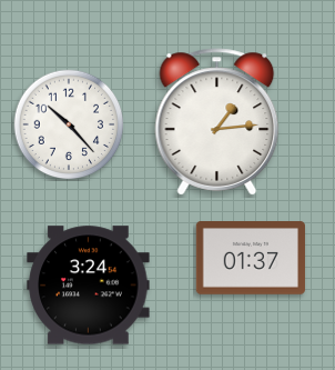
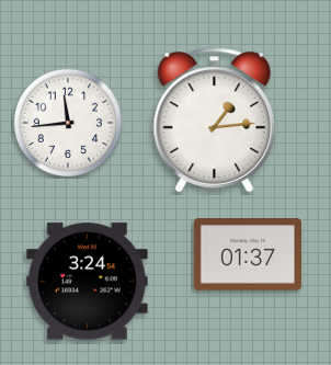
clock at (69, 124): 10:23 -> 11:44
